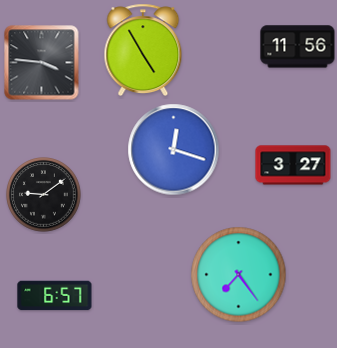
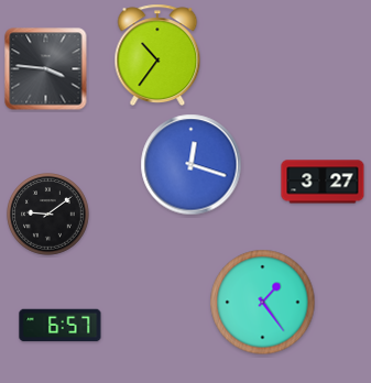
clock at (298, 47): 11:56 -> none
clock at (143, 50): 4:55 -> 10:36
clock at (239, 275): 7:24 -> 1:24
